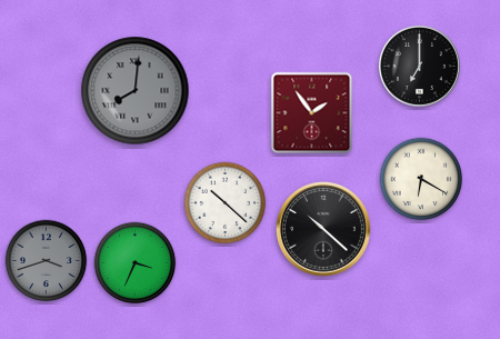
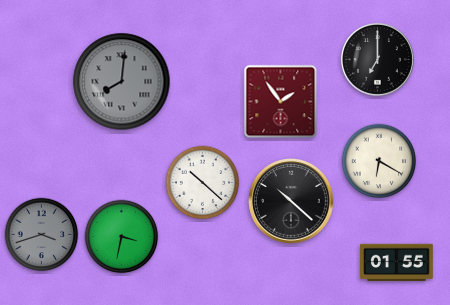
clock at (324, 230) position: (324, 230) -> (292, 202)
clock at (136, 263): 3:34 -> 3:32
clock at (397, 263): none -> 01:55
